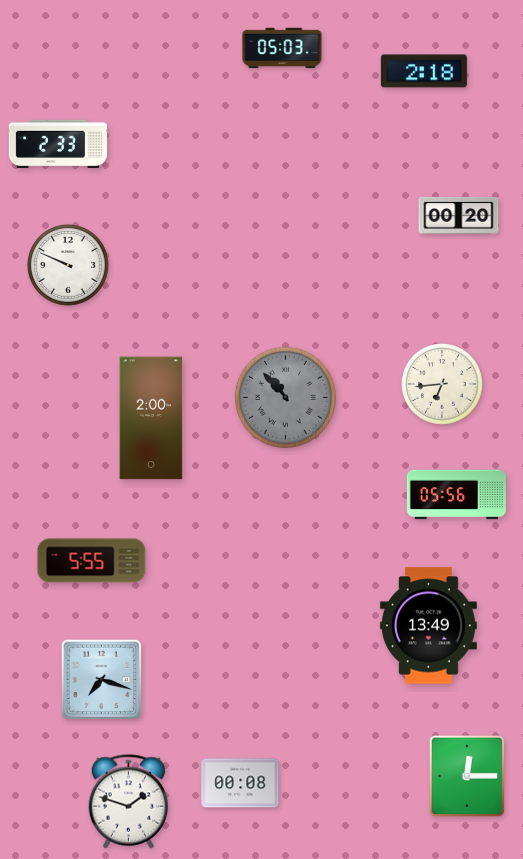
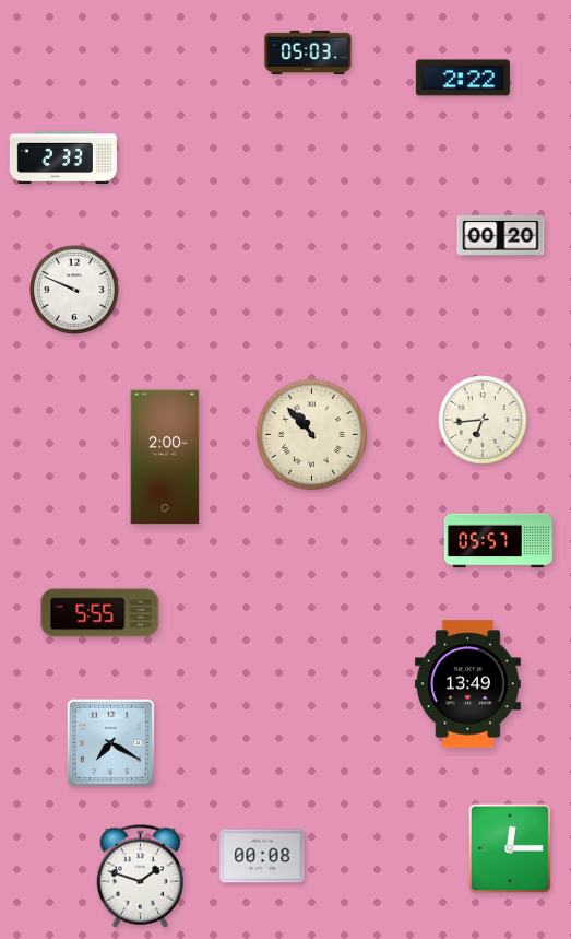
clock at (424, 71): 2:18 -> 2:22
clock at (285, 397) dial: grey -> cream
clock at (456, 495): 05:56 -> 05:57
clock at (102, 680): 7:18 -> 7:20
